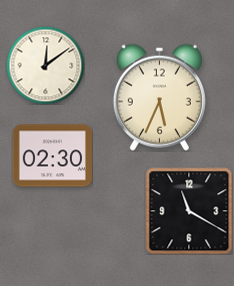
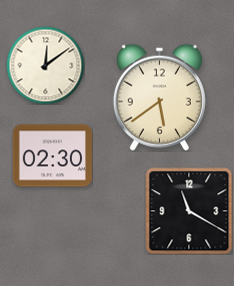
clock at (159, 97): 5:34 -> 5:39
